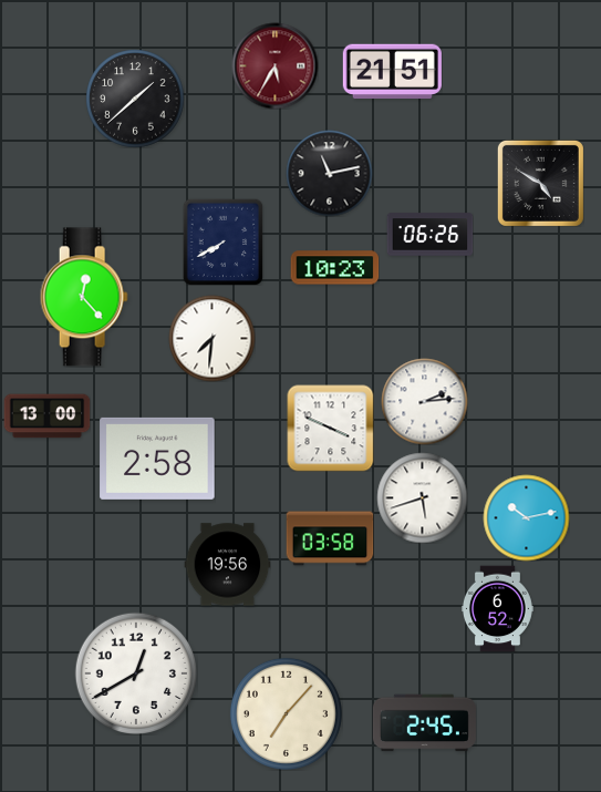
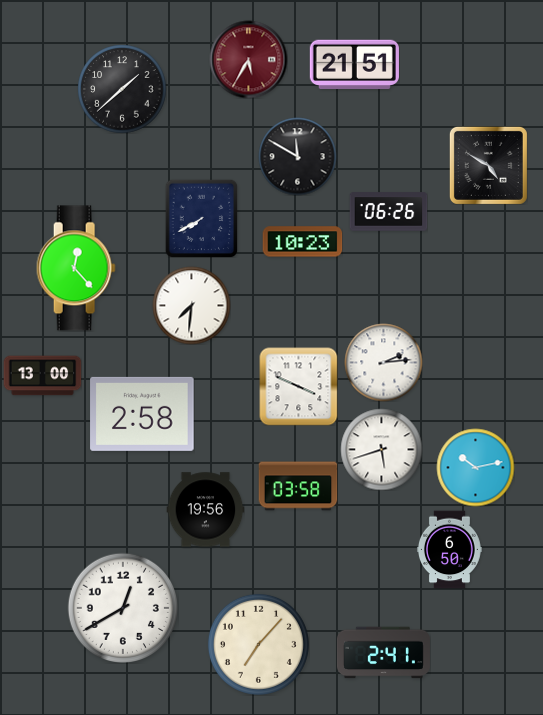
clock at (329, 173): 11:13 -> 11:50
clock at (497, 608): 6:52 -> 6:50
clock at (424, 723): 2:45 -> 2:41
